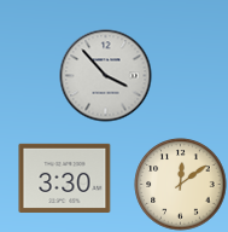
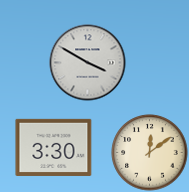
clock at (106, 76): 3:53 -> 3:50
